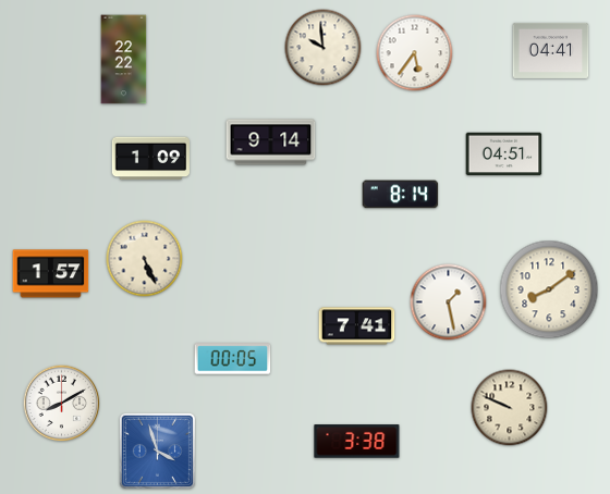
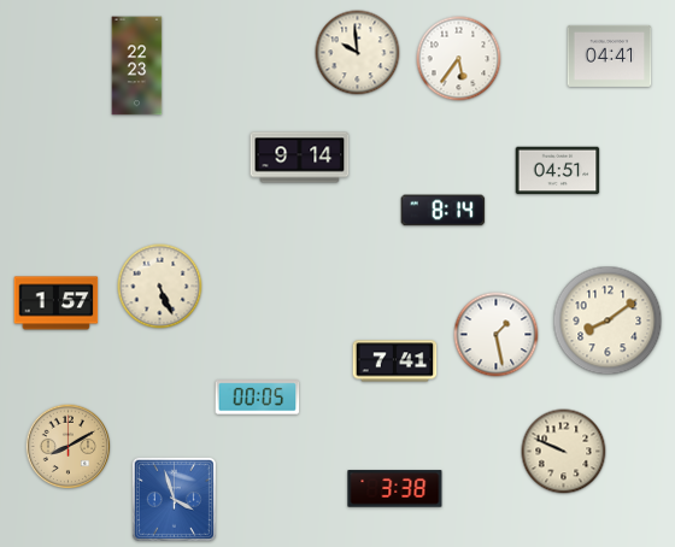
clock at (124, 60): 22:22 -> 22:23
clock at (150, 159): 1:09 -> none
clock at (401, 195) position: (401, 195) -> (444, 211)
clock at (62, 404) dial: white -> champagne
